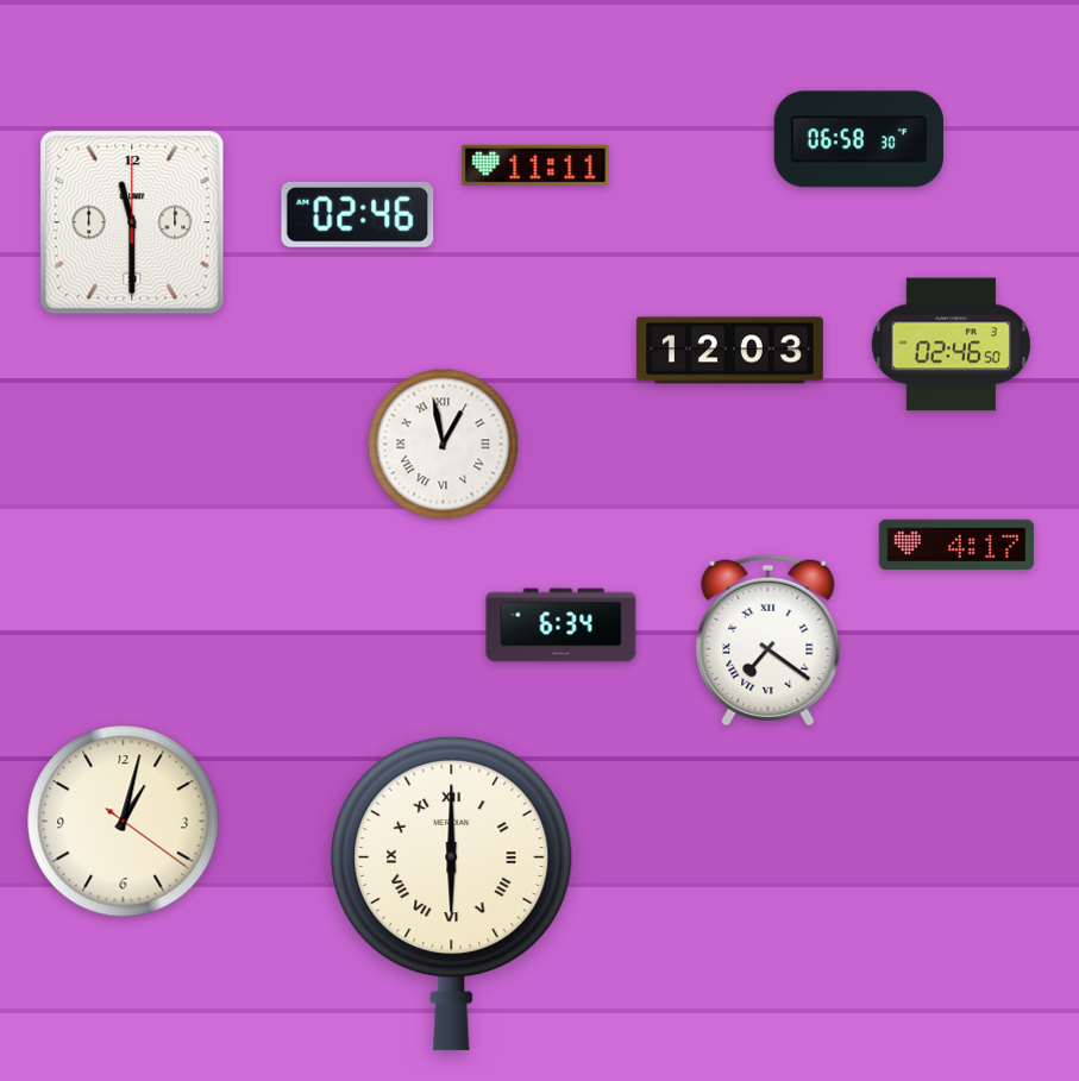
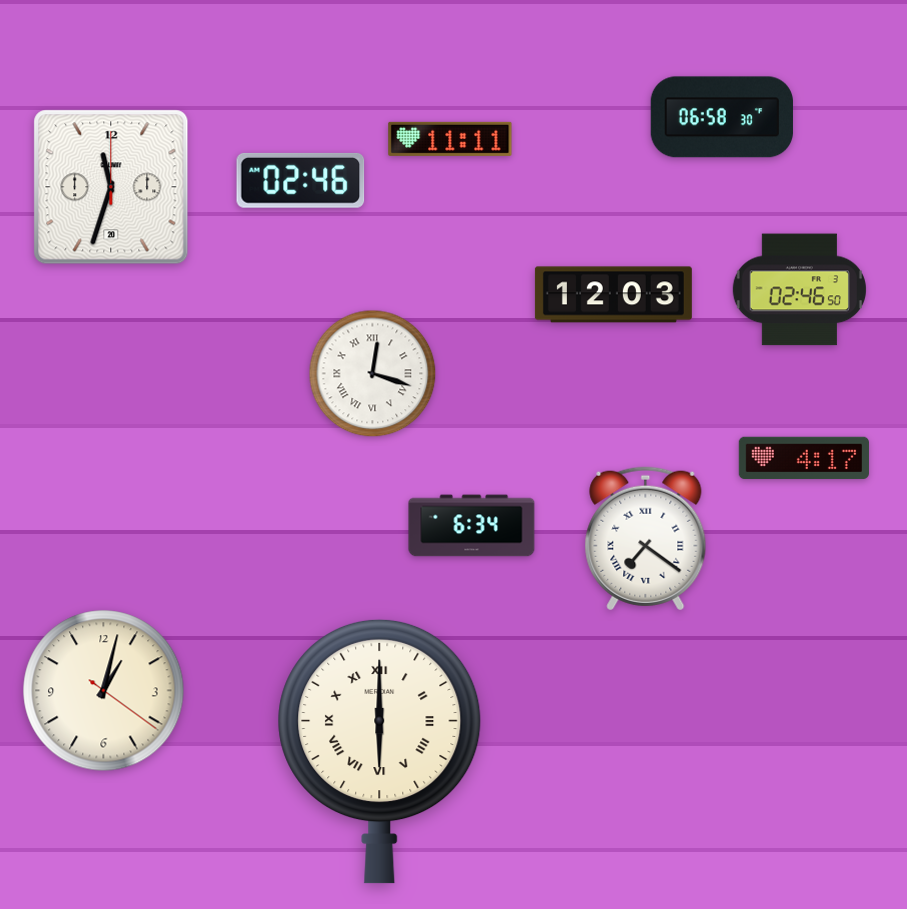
clock at (132, 222): 11:30 -> 11:33
clock at (444, 445): 12:58 -> 12:18
